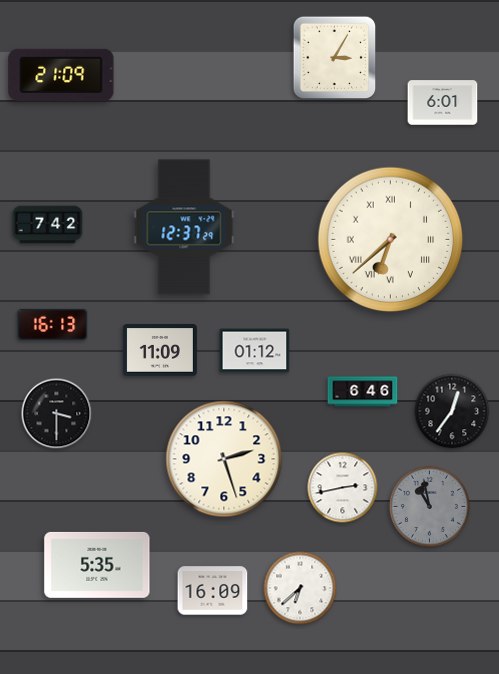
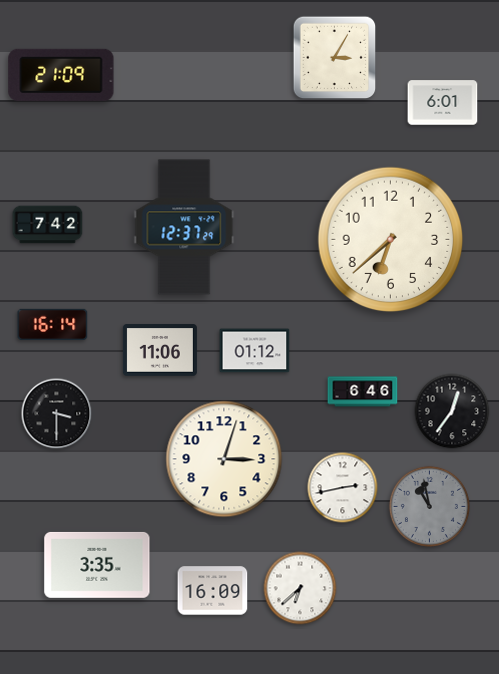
clock at (391, 240) numerals: Roman -> Arabic
clock at (53, 324): 16:13 -> 16:14
clock at (160, 351): 11:09 -> 11:06
clock at (224, 459): 2:27 -> 3:03
clock at (97, 565): 5:35 -> 3:35
